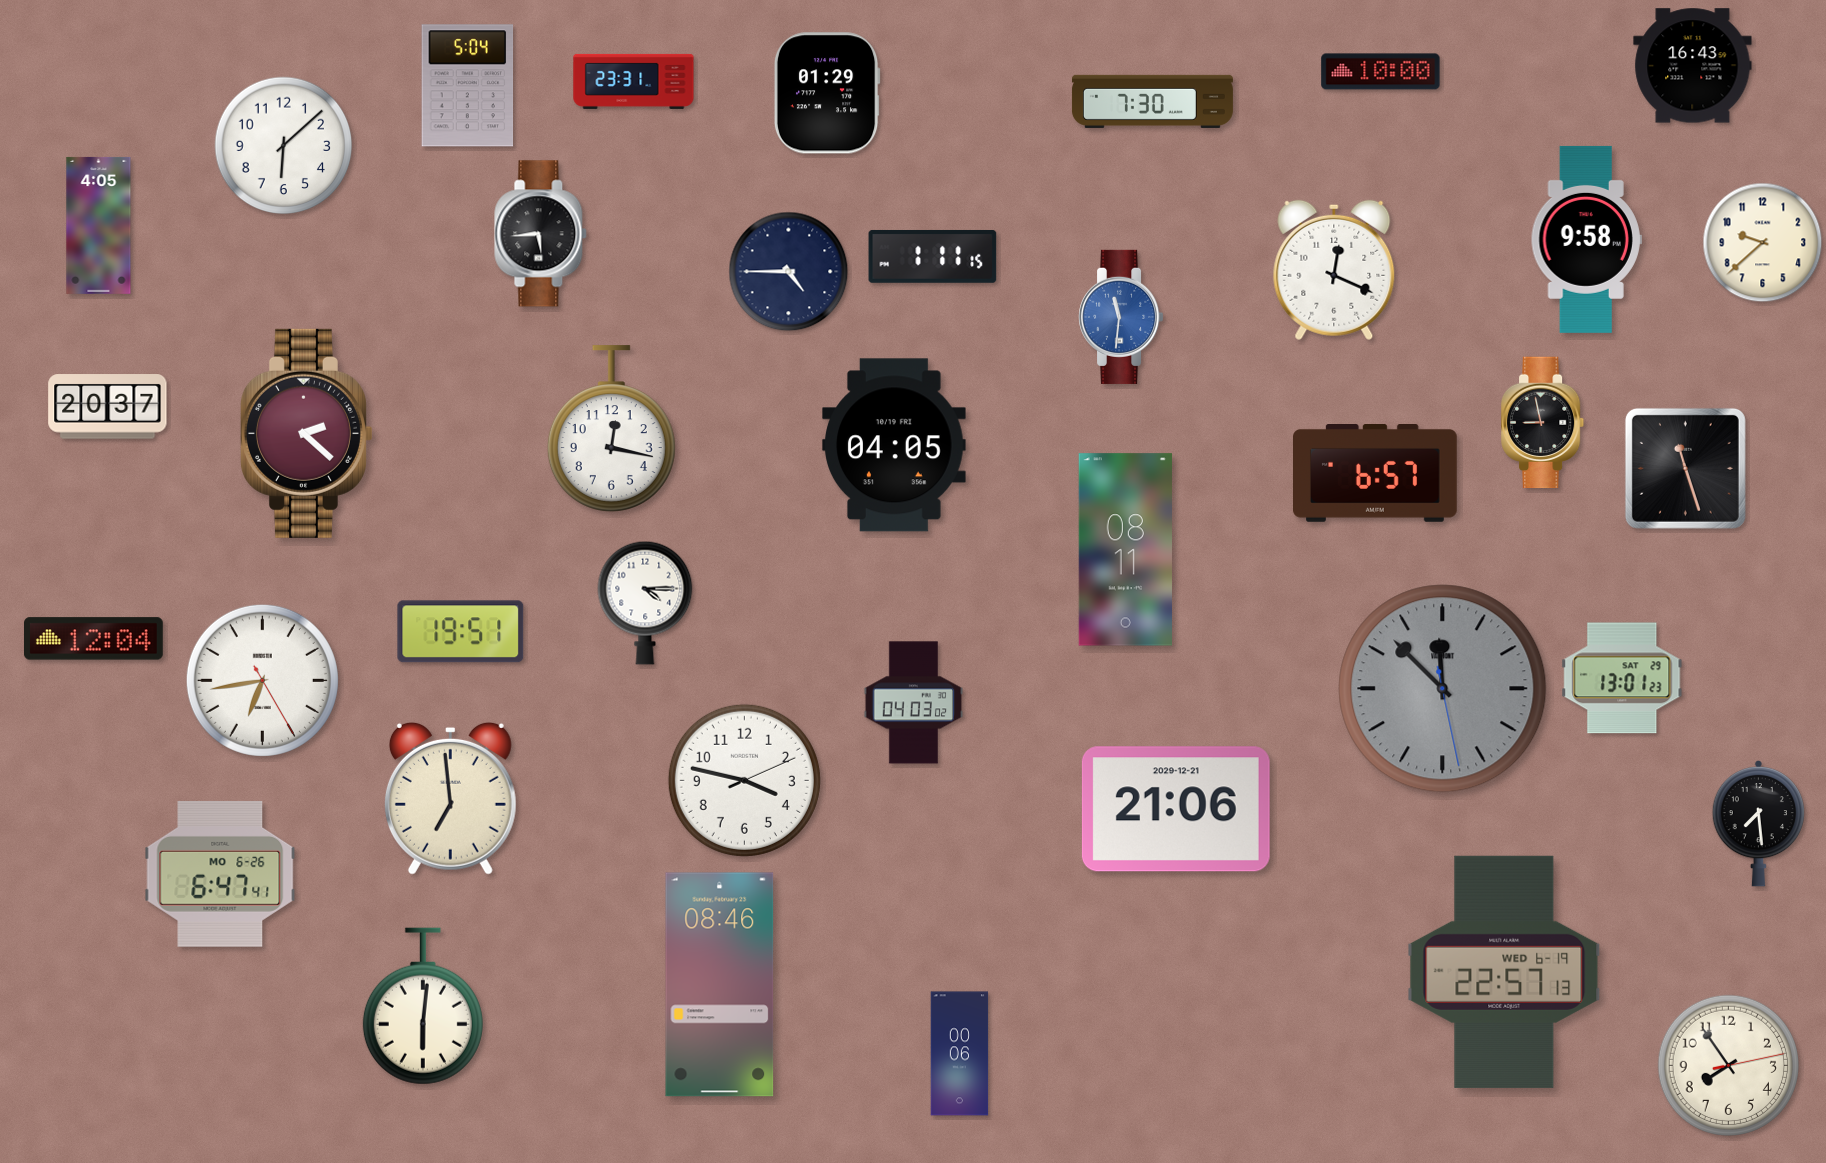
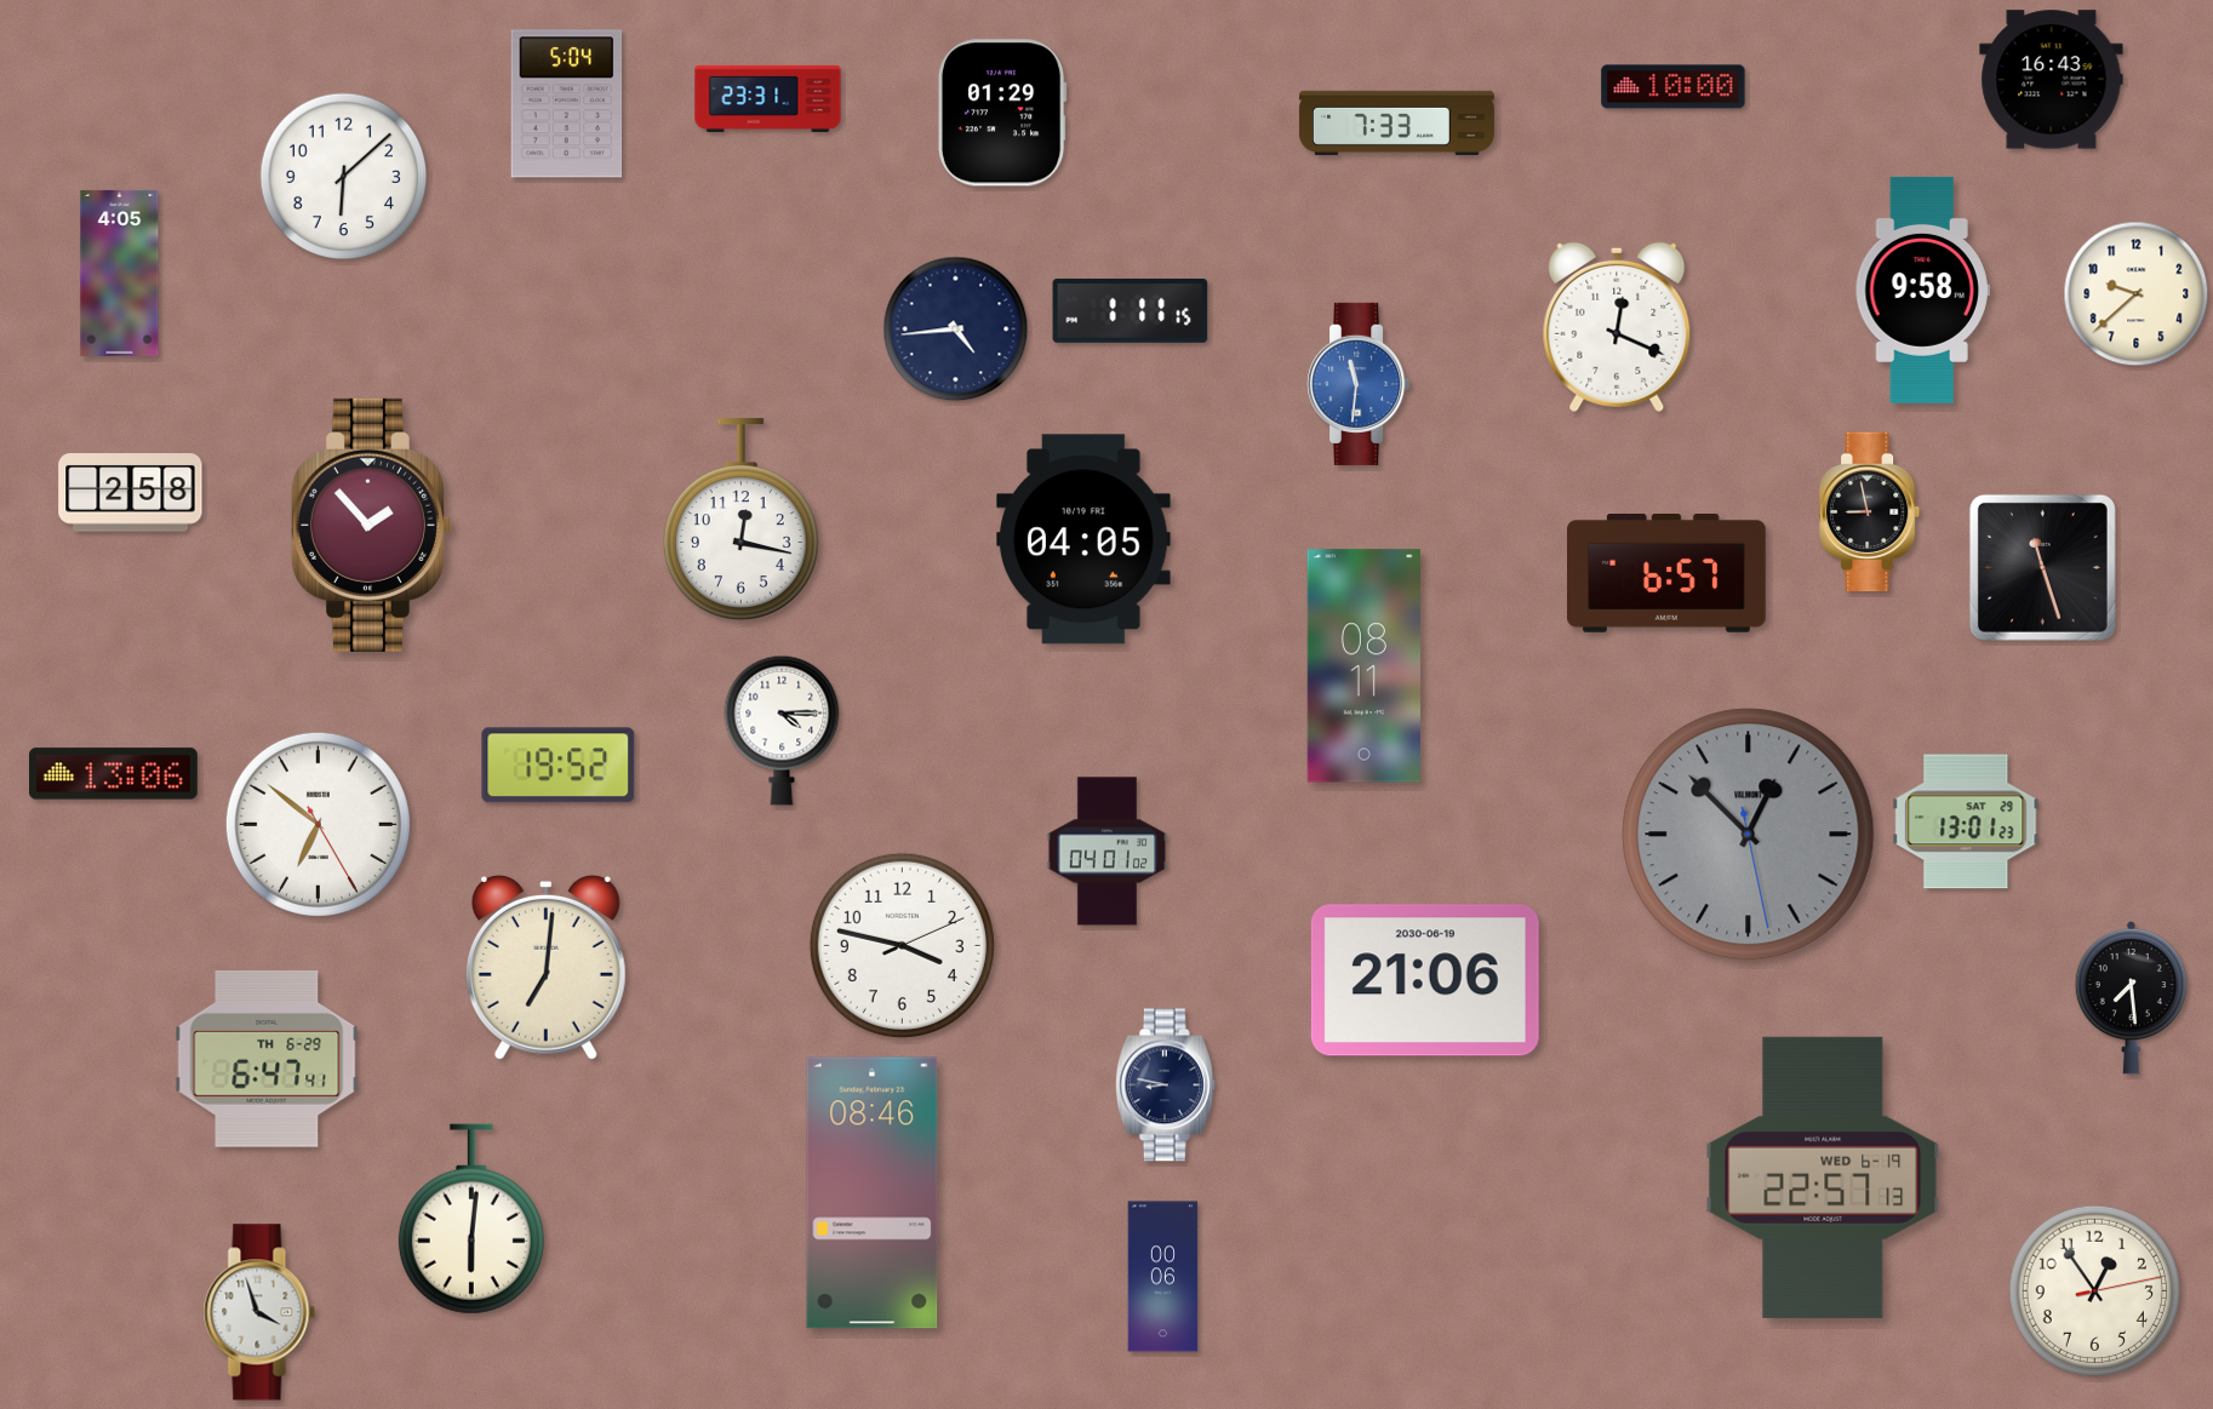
clock at (1152, 101): 7:30 -> 7:33
clock at (541, 234): 5:44 -> none
clock at (789, 272): 4:45 -> 4:44
clock at (108, 407): 20:37 -> 2:58
clock at (306, 433): 2:22 -> 1:53
clock at (461, 632): 19:51 -> 19:52
clock at (94, 639): 12:04 -> 13:06
clock at (262, 680): 6:43 -> 6:51
clock at (1443, 689): 11:52 -> 12:52
clock at (914, 703): 04:03 -> 04:01
clock at (450, 798): 6:59 -> 7:01
clock at (1176, 809) date: 2029-12-21 -> 2030-06-19
clock at (220, 874) date: MO 6-26 -> TH 6-29
clock at (1165, 1086): none -> 8:47
clock at (423, 1006) position: (423, 1006) -> (471, 1219)
clock at (1728, 1065): 7:54 -> 12:54
clock at (259, 1312): none -> 3:57
